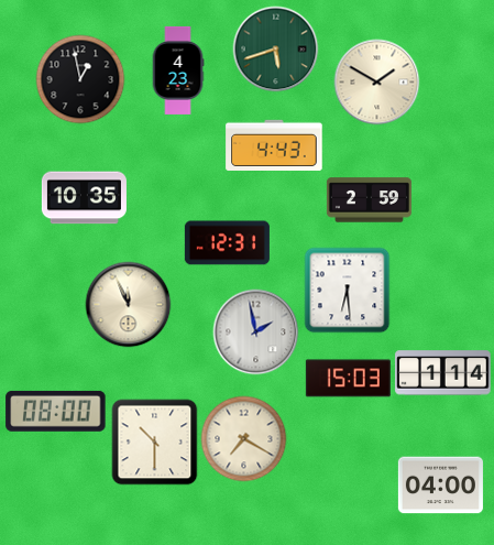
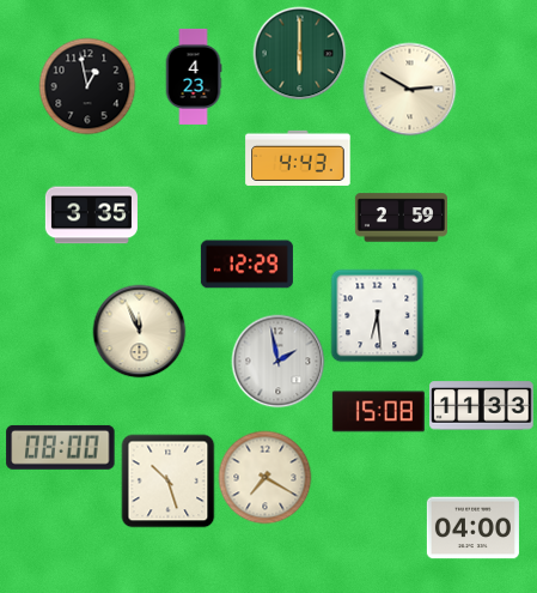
clock at (275, 48): 5:42 -> 6:00
clock at (376, 81): 1:50 -> 2:50
clock at (84, 198): 10:35 -> 3:35
clock at (227, 243): 12:31 -> 12:29
clock at (443, 373): 1:14 -> 11:33
clock at (348, 379): 15:03 -> 15:08
clock at (154, 442): 10:30 -> 10:27
clock at (440, 486) position: (440, 486) -> (472, 528)
